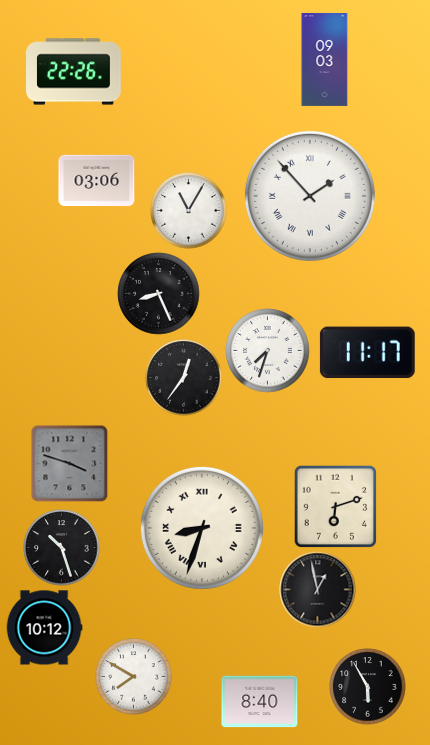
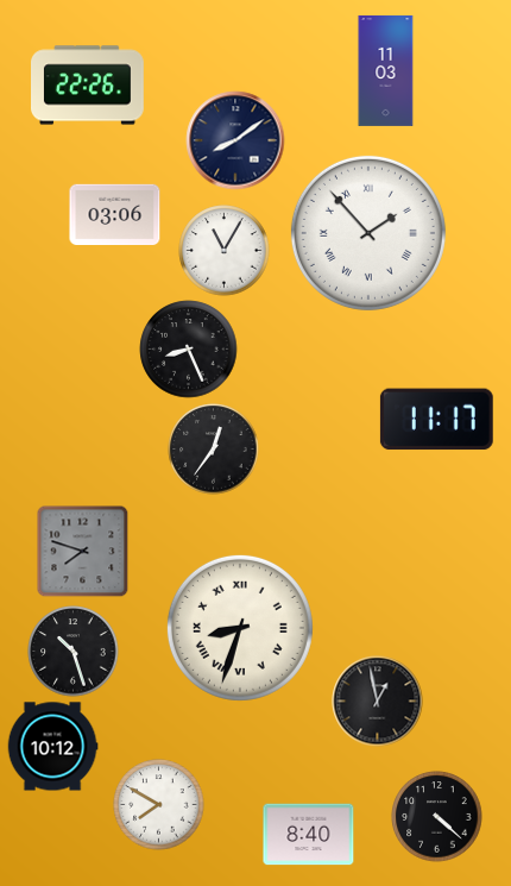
clock at (325, 59): 09:03 -> 11:03
clock at (235, 140): none -> 8:09
clock at (268, 351): 7:33 -> none
clock at (184, 378) position: (184, 378) -> (214, 450)
clock at (69, 463): 3:48 -> 7:48
clock at (335, 506): 6:12 -> none
clock at (368, 687): 5:55 -> 4:22
